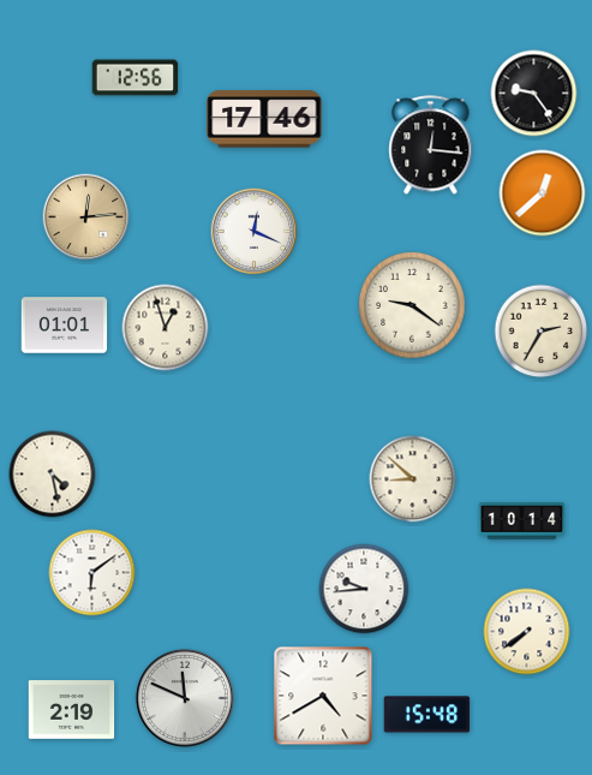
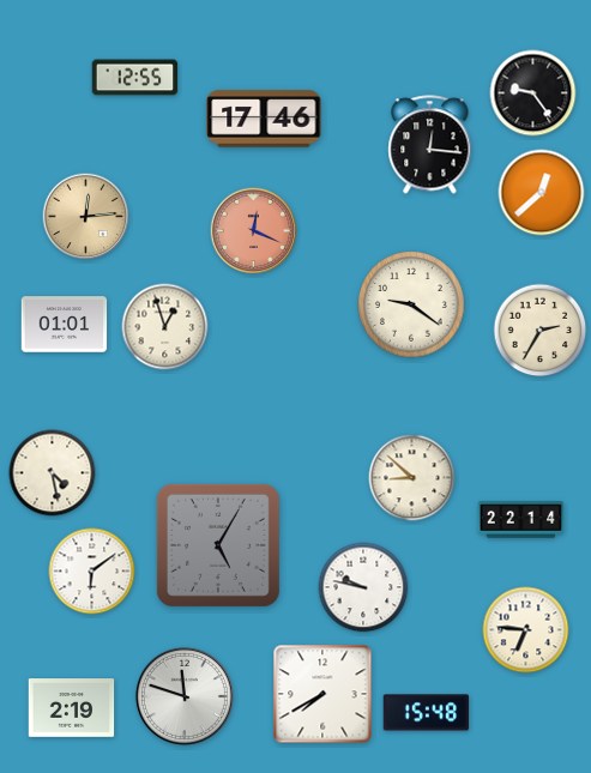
clock at (136, 78): 12:56 -> 12:55
clock at (255, 232) dial: white -> salmon
clock at (522, 521): 10:14 -> 22:14
clock at (218, 545): none -> 5:05
clock at (364, 589): 9:44 -> 9:47
clock at (527, 632): 7:39 -> 6:46
clock at (323, 696): 4:40 -> 7:40
clock at (185, 698): 11:49 -> 11:48
